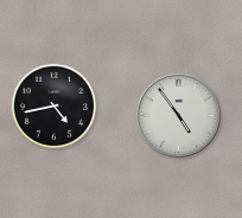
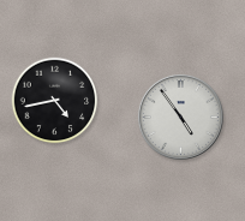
clock at (55, 107) position: (55, 107) -> (55, 101)
